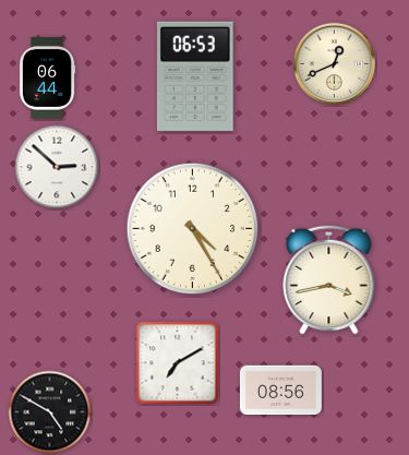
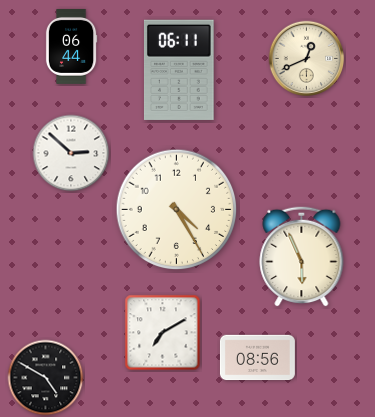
clock at (195, 76): 06:53 -> 06:11
clock at (47, 77) position: (47, 77) -> (71, 46)
clock at (57, 167) position: (57, 167) -> (71, 153)
clock at (329, 279): 3:43 -> 5:56
